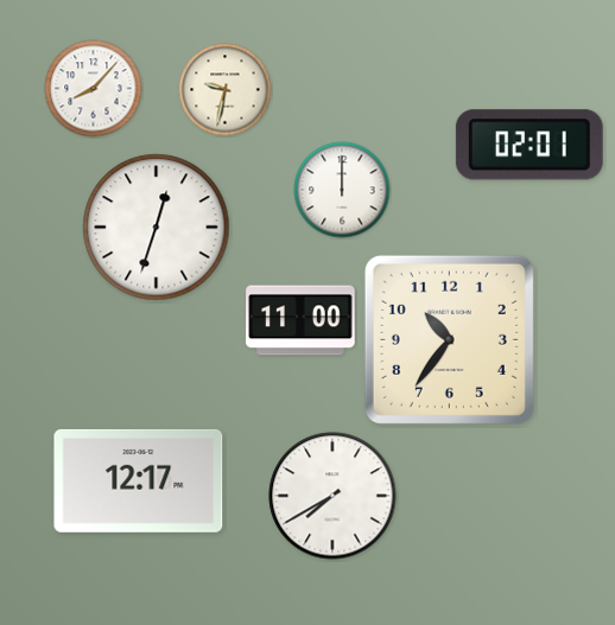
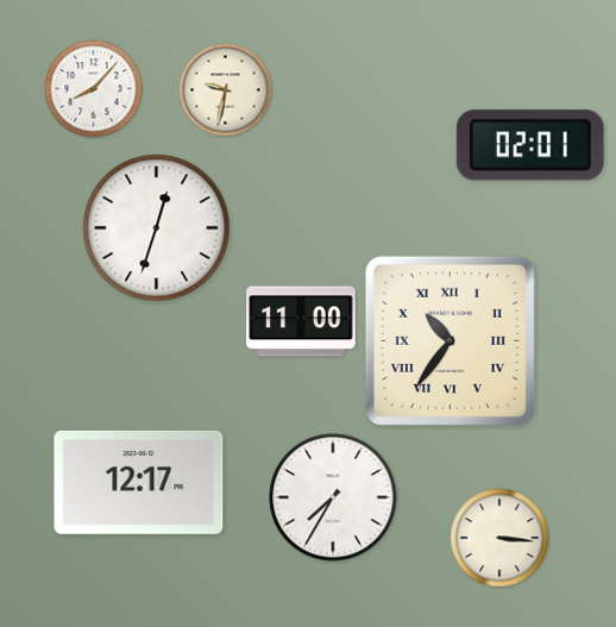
clock at (342, 190): 12:00 -> none
clock at (449, 339) numerals: Arabic -> Roman
clock at (332, 496): 7:40 -> 7:35
clock at (499, 538): none -> 3:16
